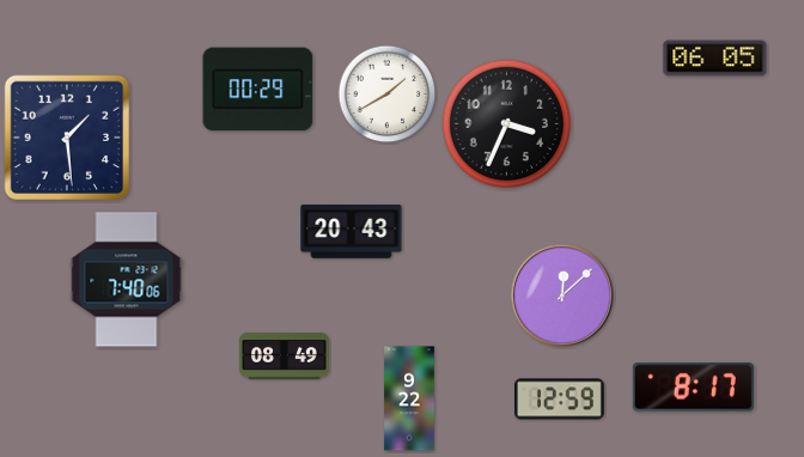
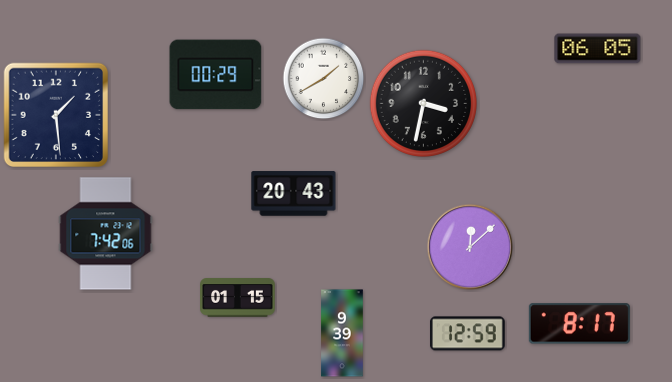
clock at (506, 123): 3:34 -> 3:32
clock at (127, 280): 7:40 -> 7:42
clock at (285, 357): 08:49 -> 01:15
clock at (409, 398): 9:22 -> 9:39
